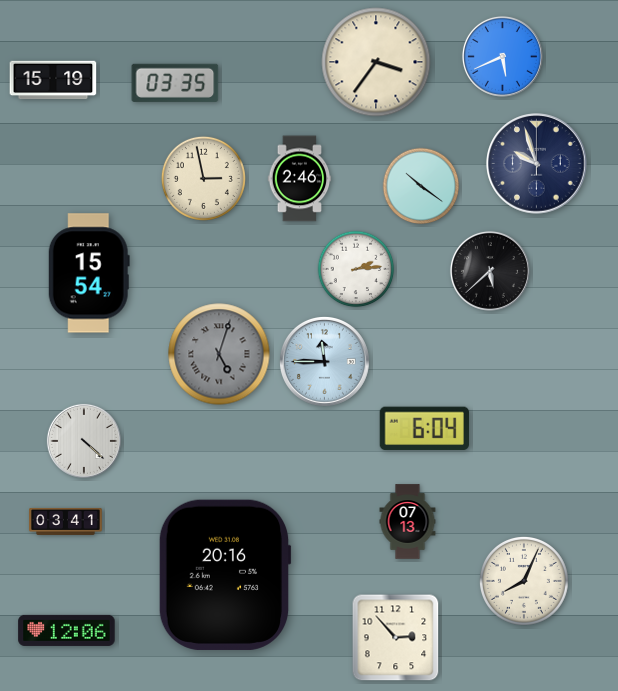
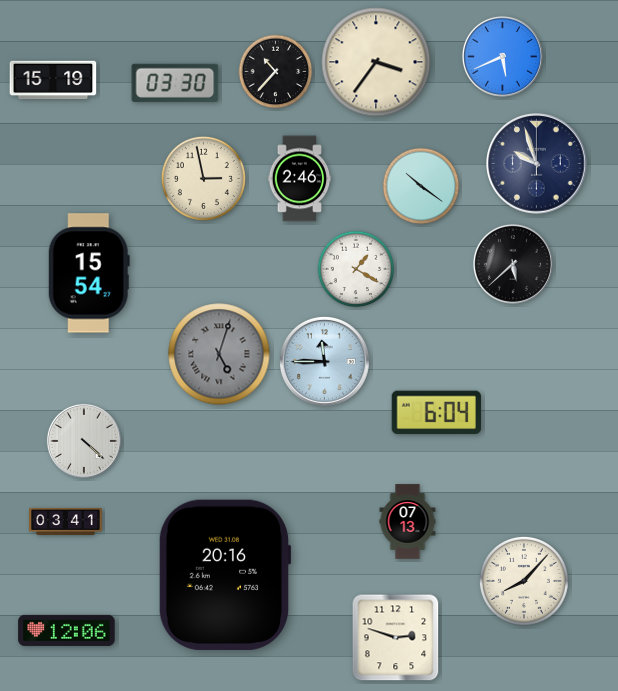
clock at (276, 72): none -> 10:37
clock at (175, 83): 03:35 -> 03:30
clock at (356, 269): 2:14 -> 1:20
clock at (490, 271) position: (490, 271) -> (513, 264)
clock at (424, 429) position: (424, 429) -> (436, 413)
clock at (524, 581): 8:04 -> 8:07
clock at (396, 638): 2:53 -> 2:48
